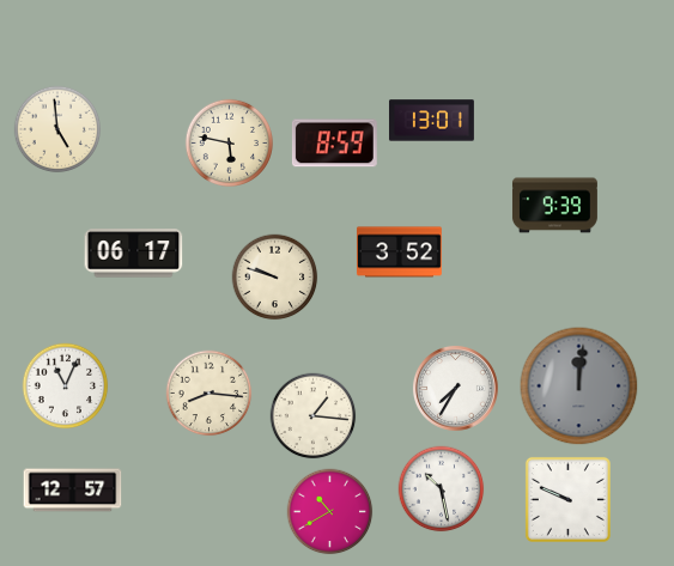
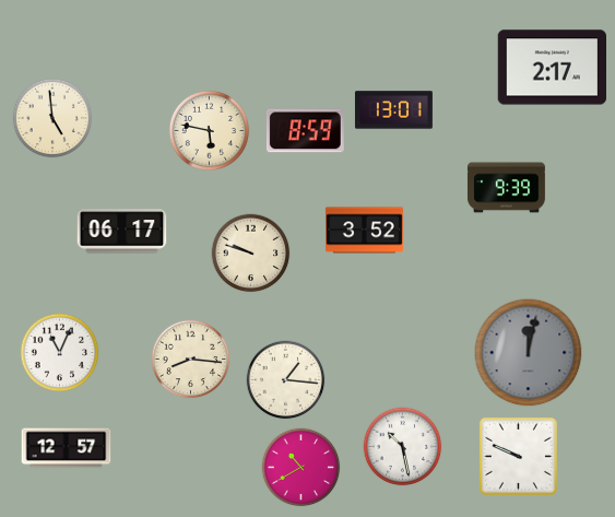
clock at (552, 68): none -> 2:17
clock at (579, 387): 12:01 -> 12:02
clock at (455, 388): 7:35 -> none
